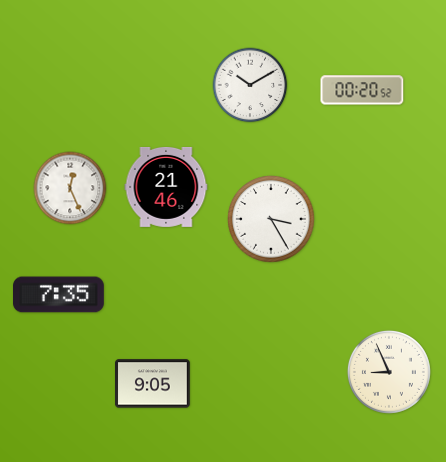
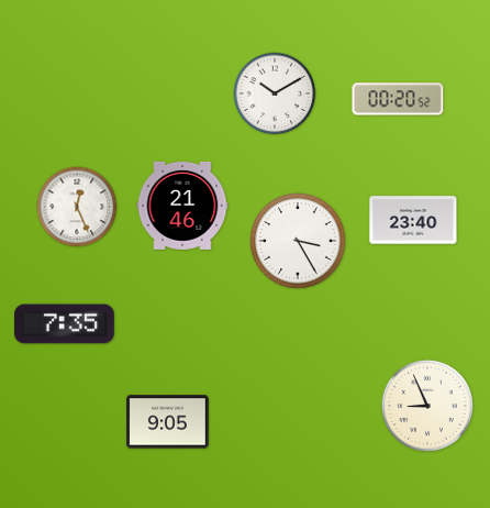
clock at (413, 220): none -> 23:40
clock at (389, 372) position: (389, 372) -> (427, 406)
